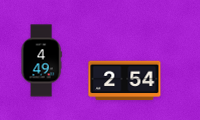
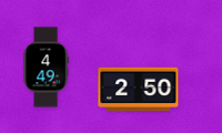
clock at (125, 81): 2:54 -> 2:50
